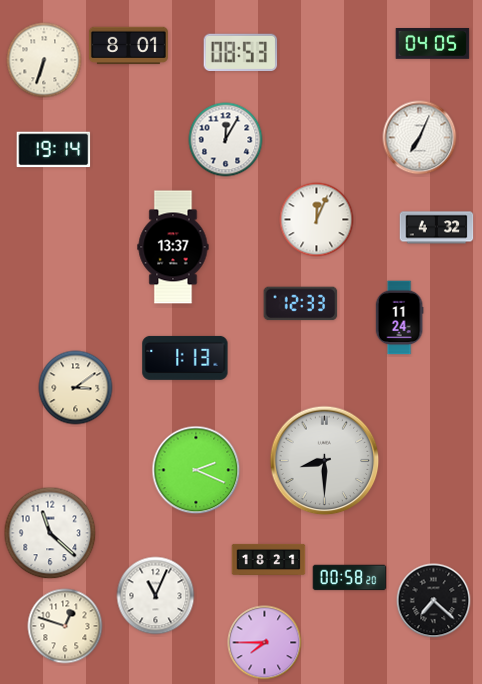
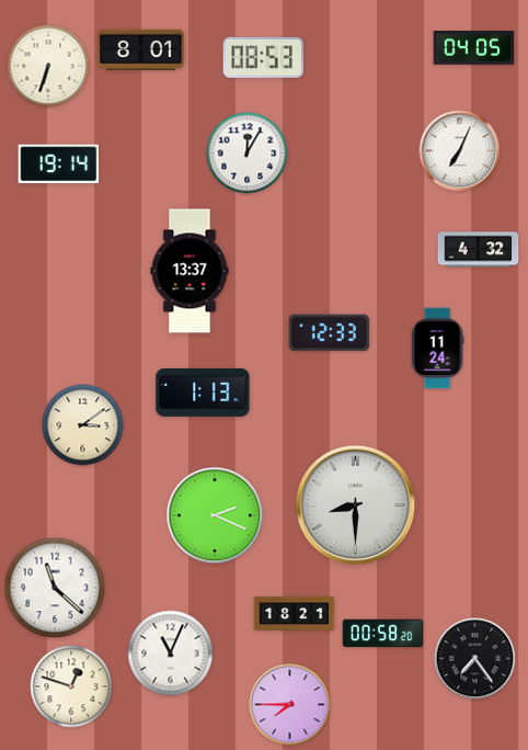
clock at (317, 220): 12:04 -> none
clock at (50, 533) position: (50, 533) -> (55, 588)
clock at (434, 601): 7:22 -> 7:24
